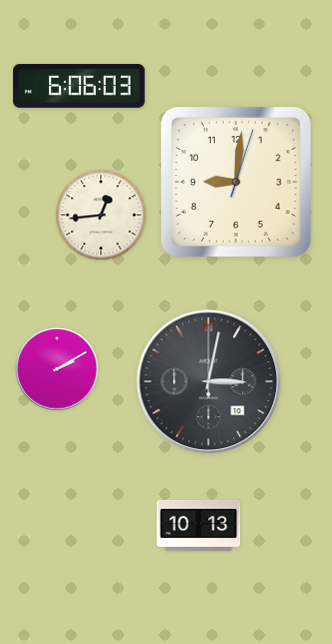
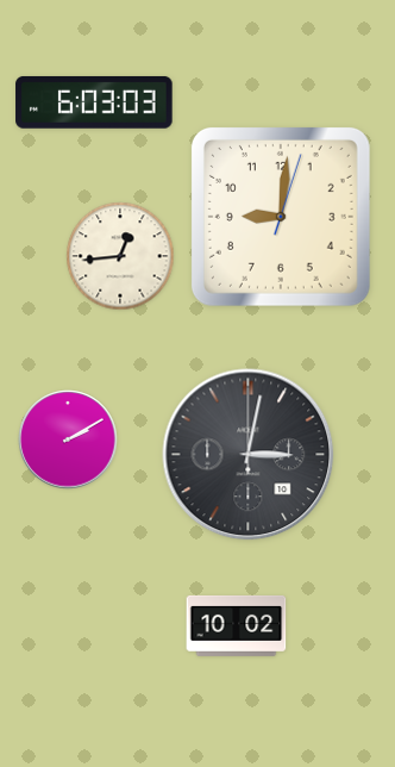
clock at (79, 86): 6:06 -> 6:03
clock at (199, 525): 10:13 -> 10:02
